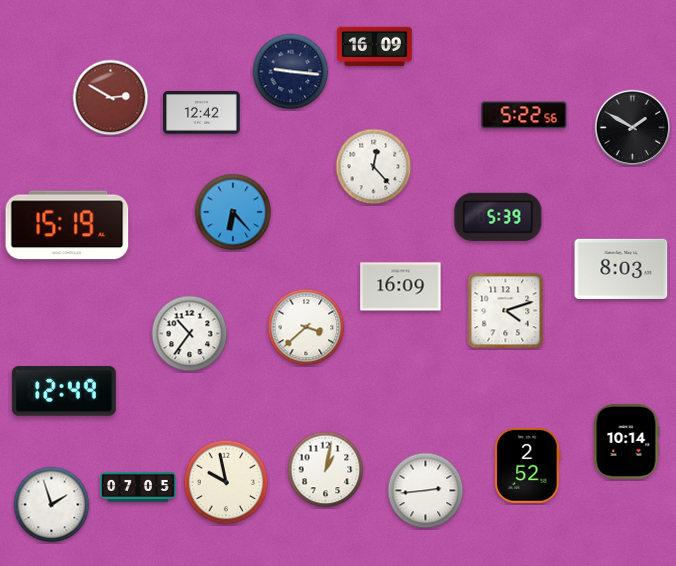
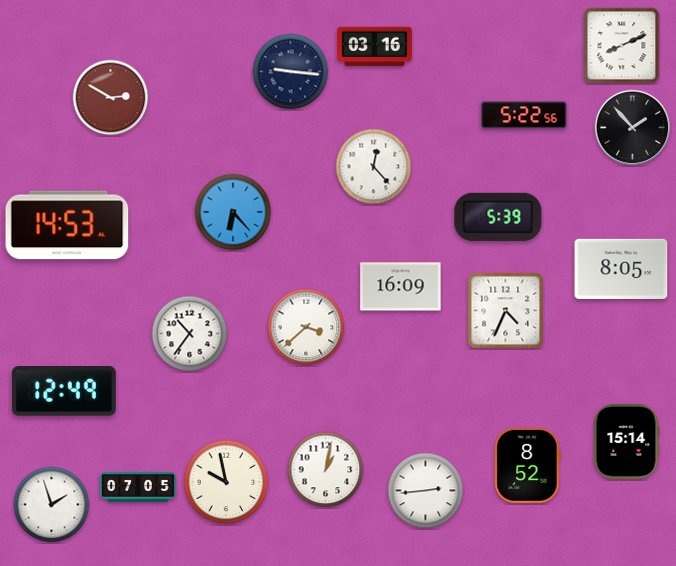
clock at (622, 46): none -> 8:11
clock at (374, 47): 16:09 -> 03:16
clock at (202, 113): 12:42 -> none
clock at (633, 128): 1:50 -> 1:53
clock at (67, 225): 15:19 -> 14:53
clock at (621, 269): 8:03 -> 8:05
clock at (506, 311): 4:12 -> 4:34
clock at (626, 441): 10:14 -> 15:14
clock at (528, 465): 2:52 -> 8:52
